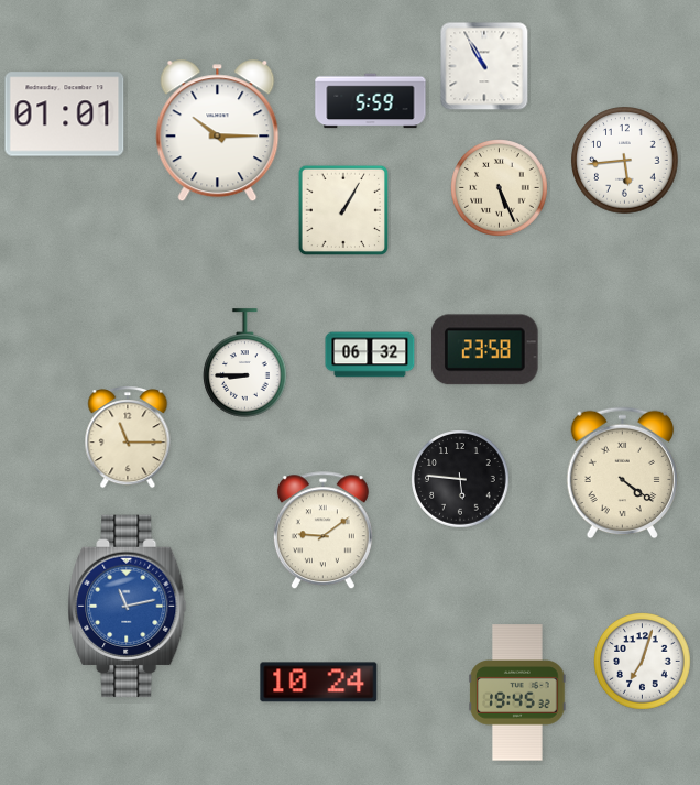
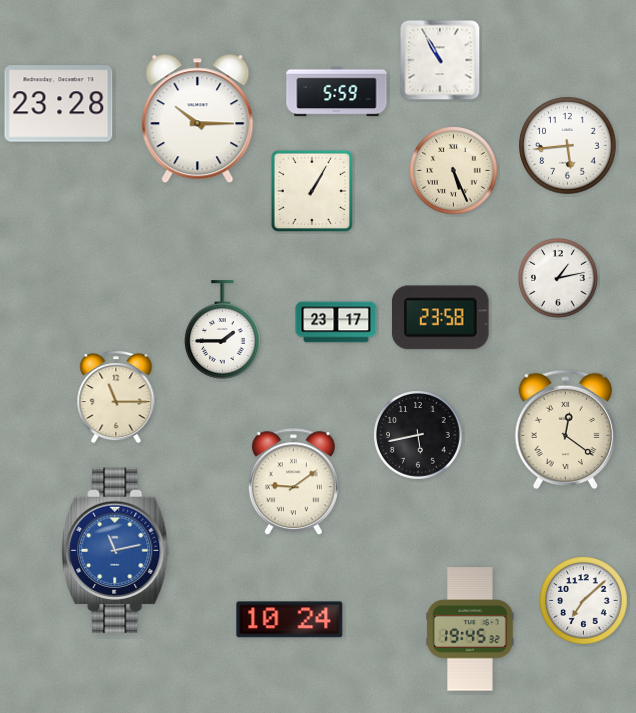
clock at (65, 115): 01:01 -> 23:28
clock at (558, 278): none -> 1:13
clock at (370, 355): 06:32 -> 23:17
clock at (245, 363): 8:45 -> 1:45
clock at (623, 473): 4:21 -> 12:21
clock at (460, 479): 5:46 -> 5:43
clock at (643, 662): 7:03 -> 7:08
